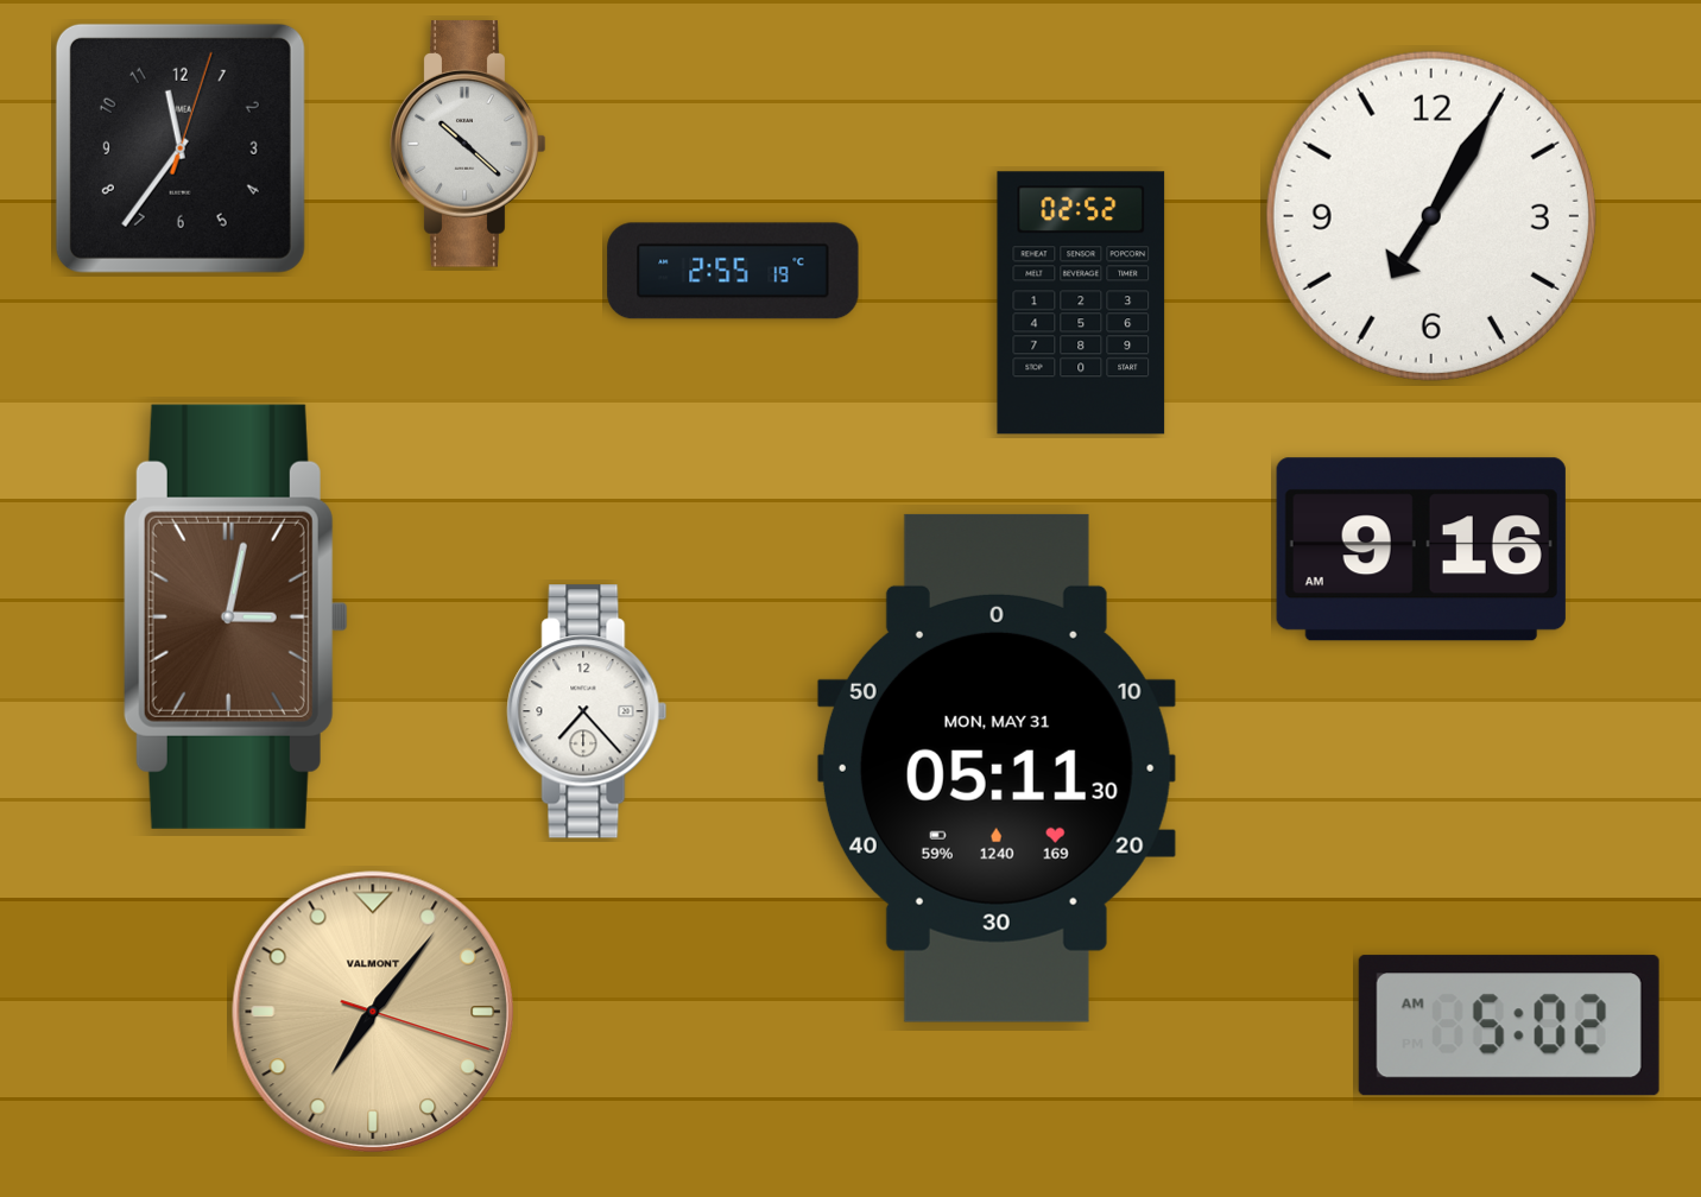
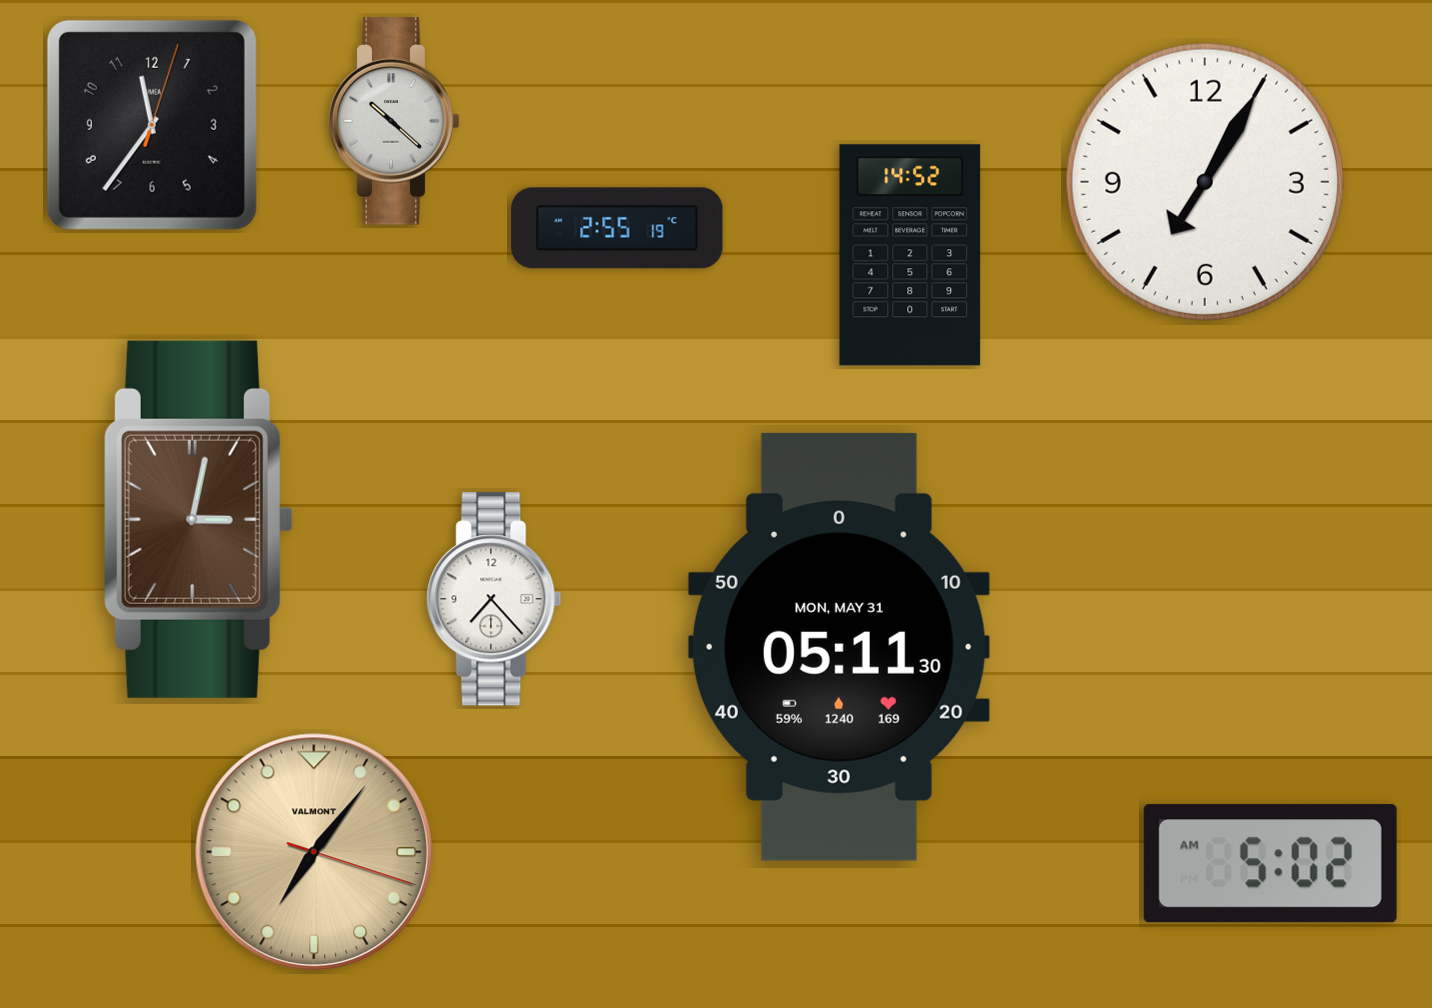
clock at (1081, 303): 02:52 -> 14:52
clock at (1421, 550): 9:16 -> none
